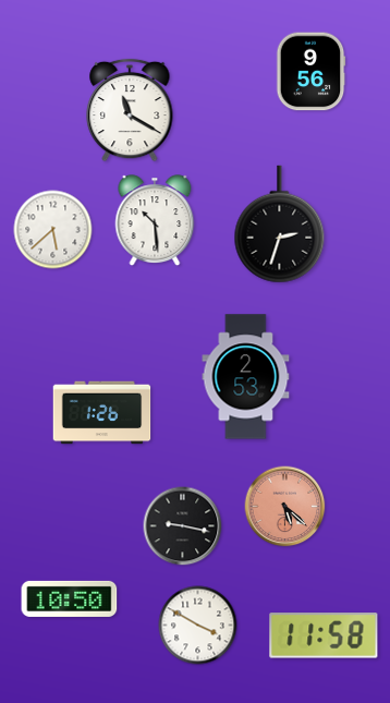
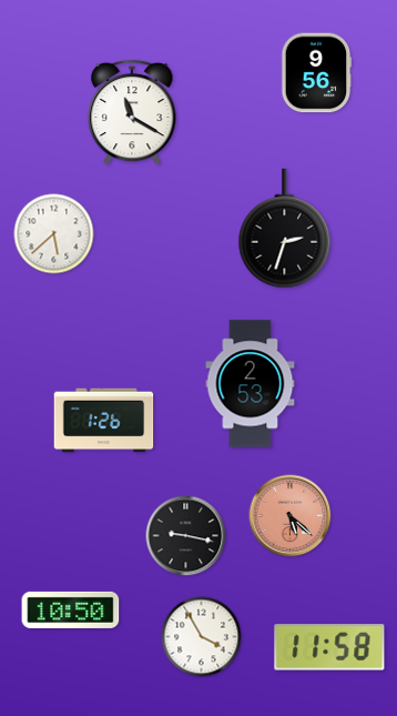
clock at (155, 221): 10:29 -> none
clock at (198, 626): 3:50 -> 3:55
